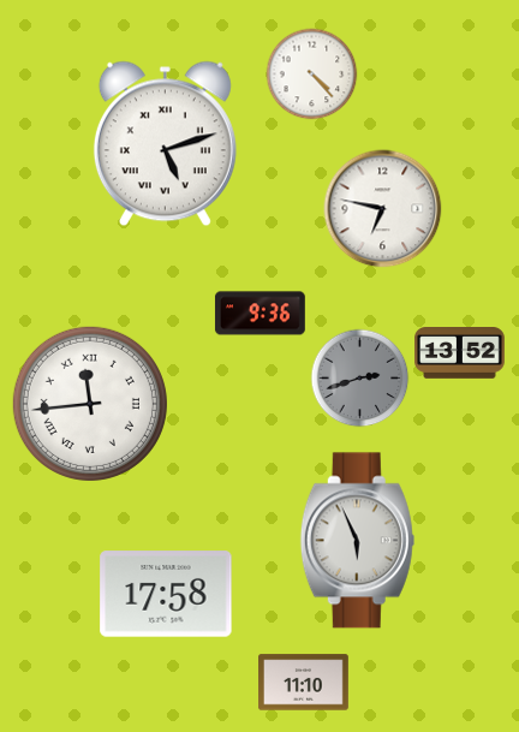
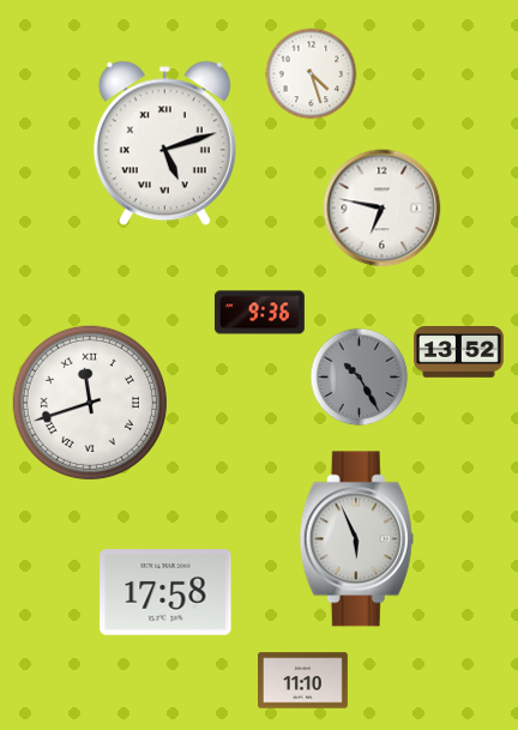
clock at (312, 75): 4:23 -> 4:27
clock at (360, 379): 2:42 -> 10:25
clock at (90, 404): 11:44 -> 11:42
